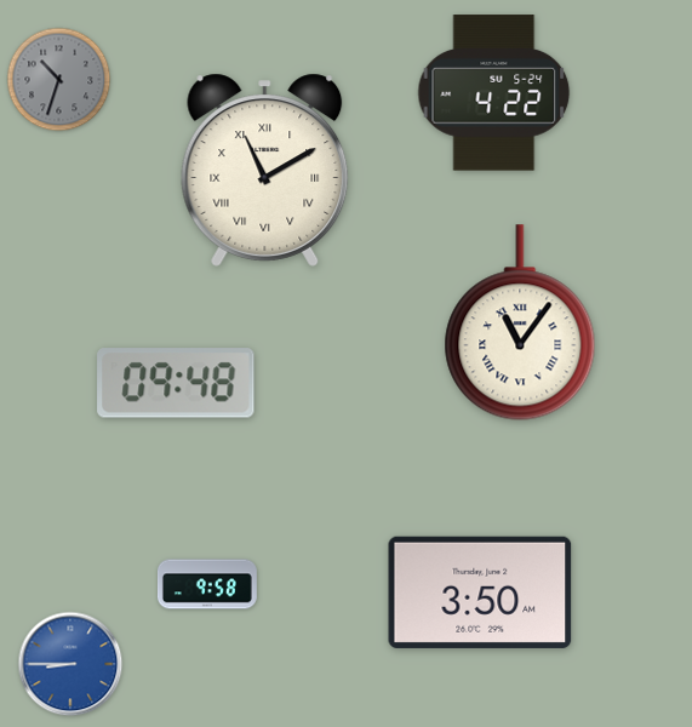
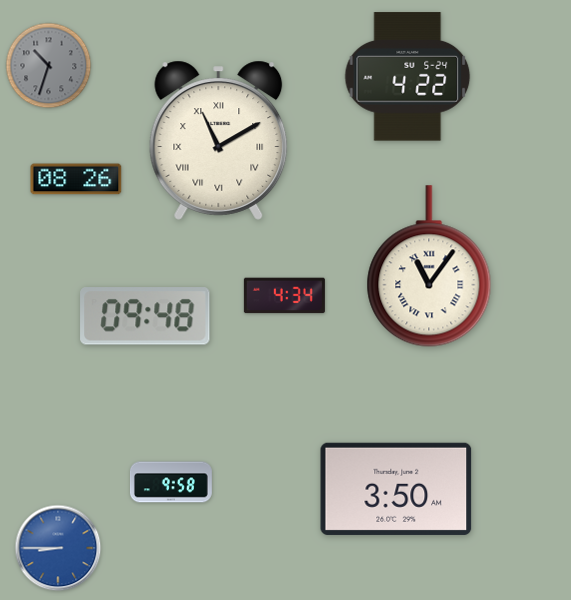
clock at (76, 179): none -> 08:26
clock at (284, 296): none -> 4:34
